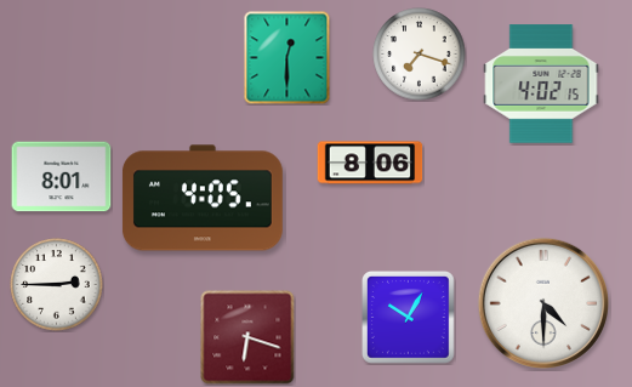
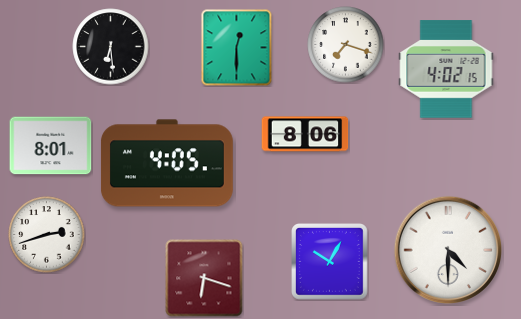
clock at (111, 47): none -> 6:29
clock at (57, 285): 2:45 -> 2:42
clock at (409, 318) position: (409, 318) -> (330, 262)
